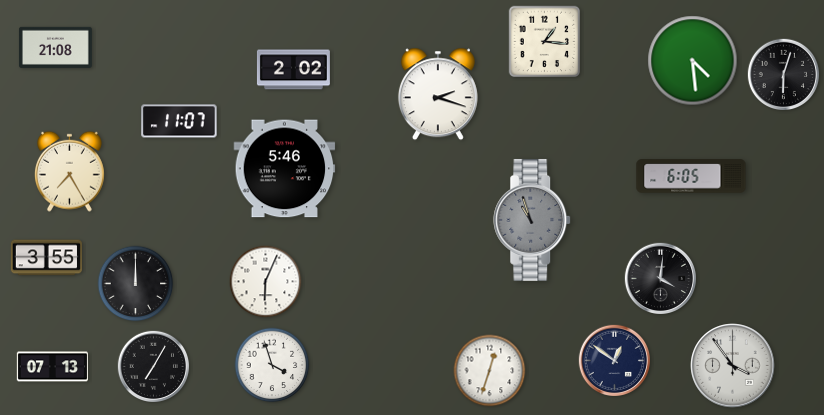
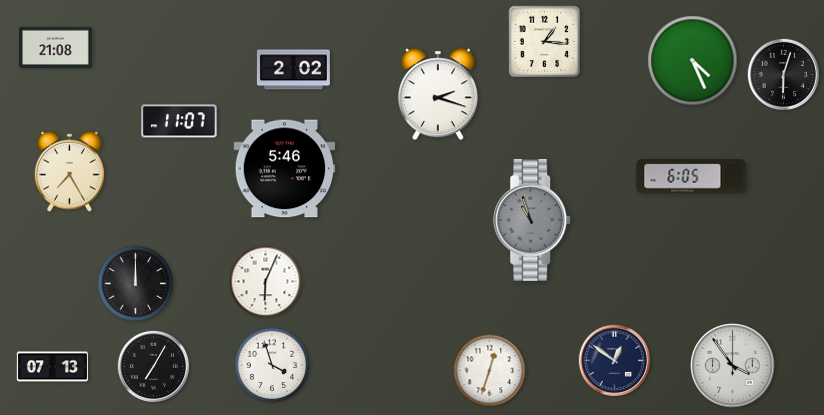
clock at (693, 61): 4:29 -> 4:26
clock at (46, 258): 3:55 -> none
clock at (660, 278): 4:01 -> none
